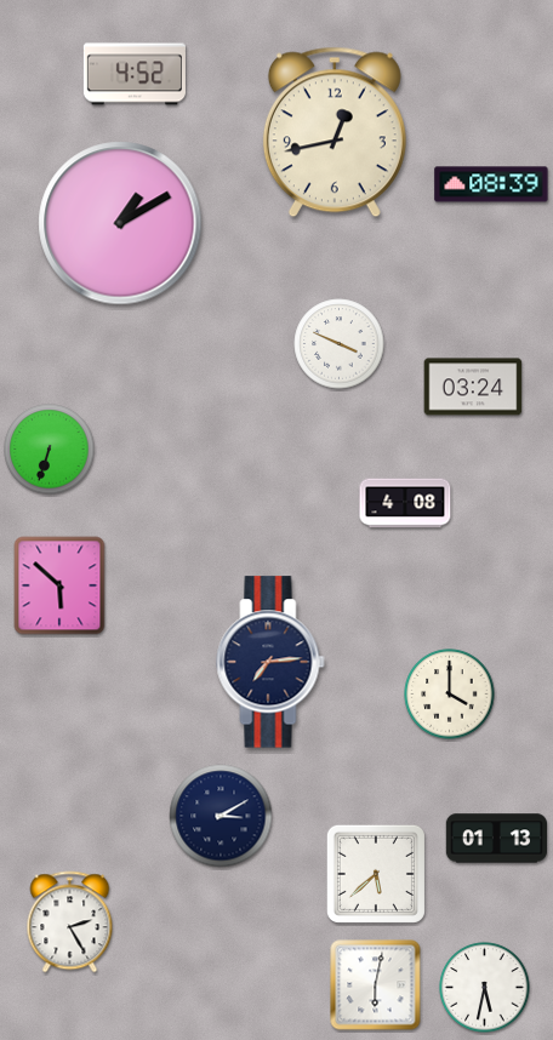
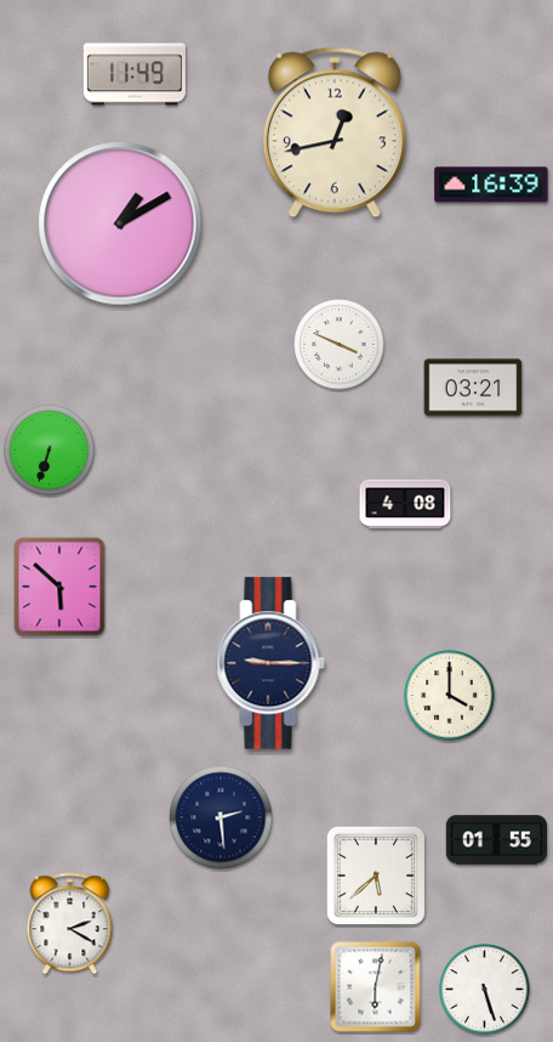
clock at (135, 74): 4:52 -> 11:49
clock at (491, 184): 08:39 -> 16:39
clock at (473, 387): 03:24 -> 03:21
clock at (270, 662): 7:14 -> 9:15
clock at (221, 816): 3:10 -> 2:29
clock at (496, 839): 01:13 -> 01:55
clock at (70, 922): 2:25 -> 2:20
clock at (485, 988): 5:32 -> 5:27
